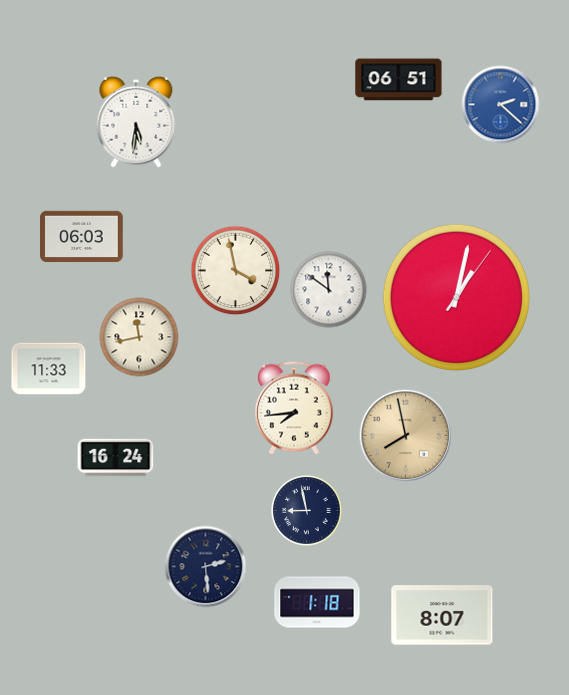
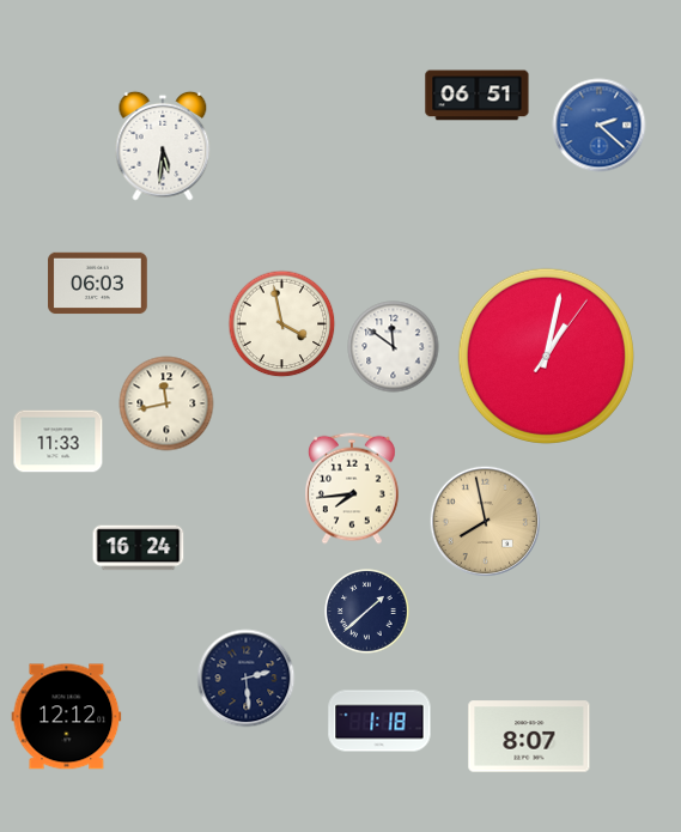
clock at (307, 511): 8:58 -> 1:38
clock at (67, 717): none -> 12:12
